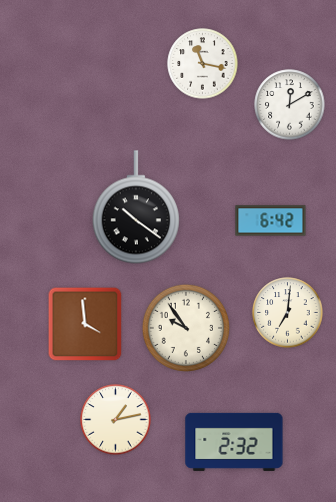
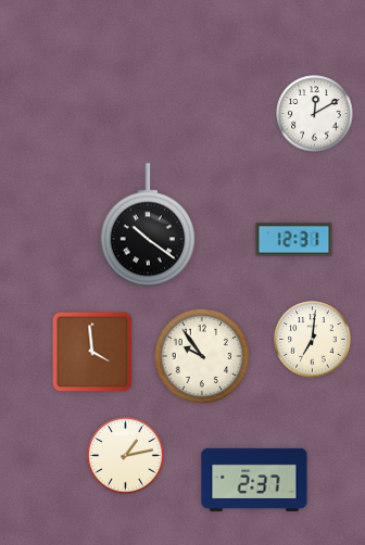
clock at (203, 64): 11:17 -> none
clock at (271, 221): 6:42 -> 12:31
clock at (234, 442): 2:32 -> 2:37
